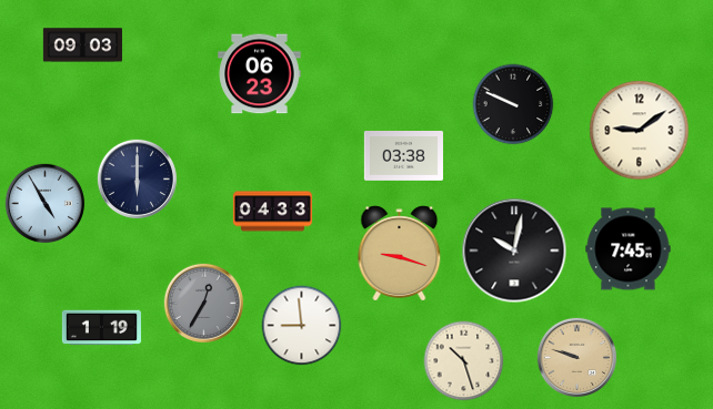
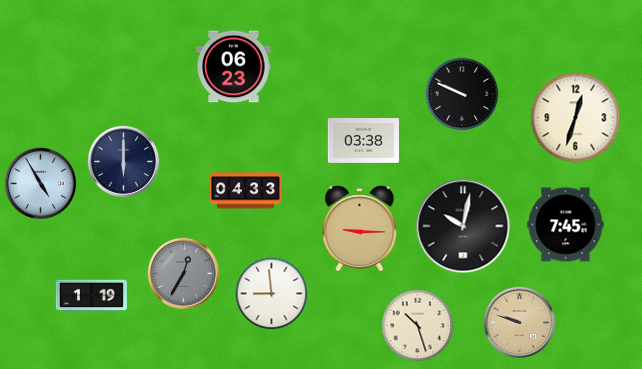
clock at (82, 45): 09:03 -> none
clock at (640, 131): 9:09 -> 12:33
clock at (400, 254): 9:18 -> 9:15
